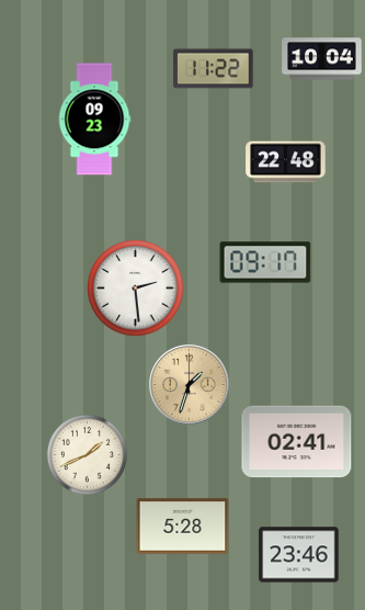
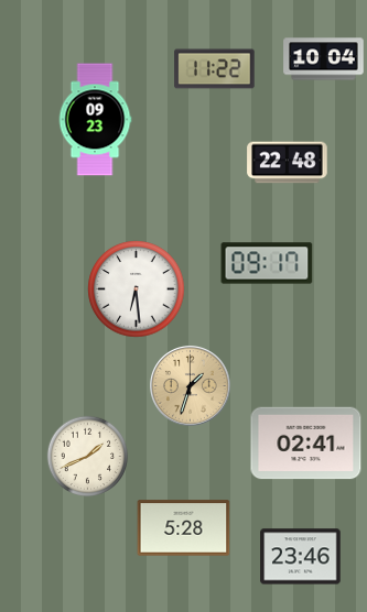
clock at (136, 289): 2:29 -> 6:29
clock at (297, 442) position: (297, 442) -> (306, 444)
